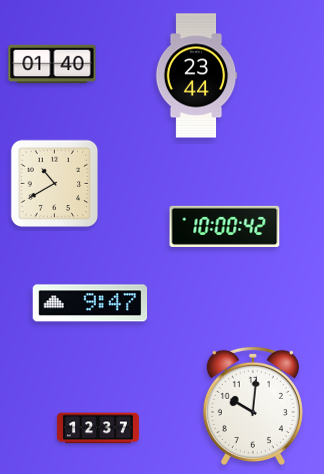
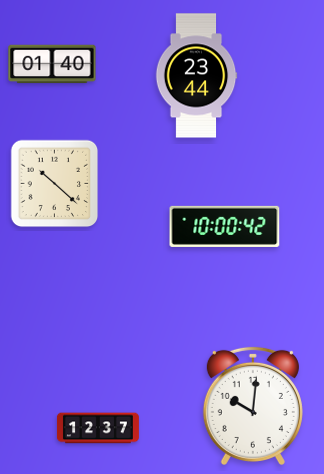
clock at (55, 184): 10:40 -> 10:22
clock at (90, 303): 9:47 -> none
